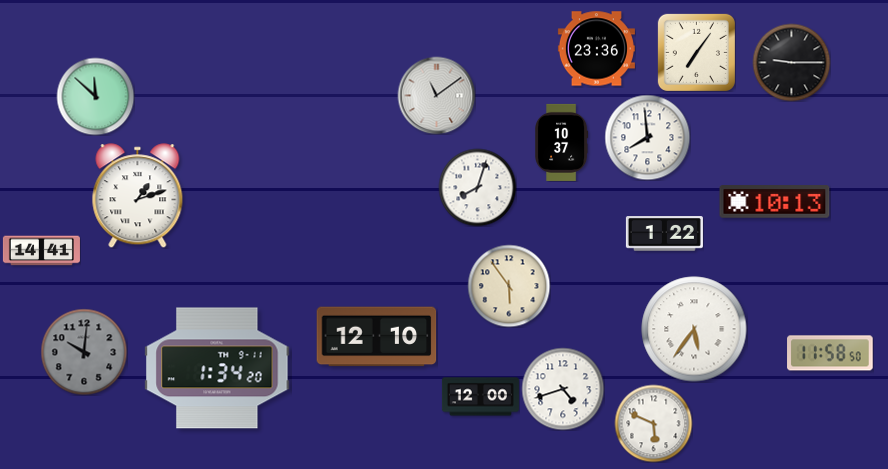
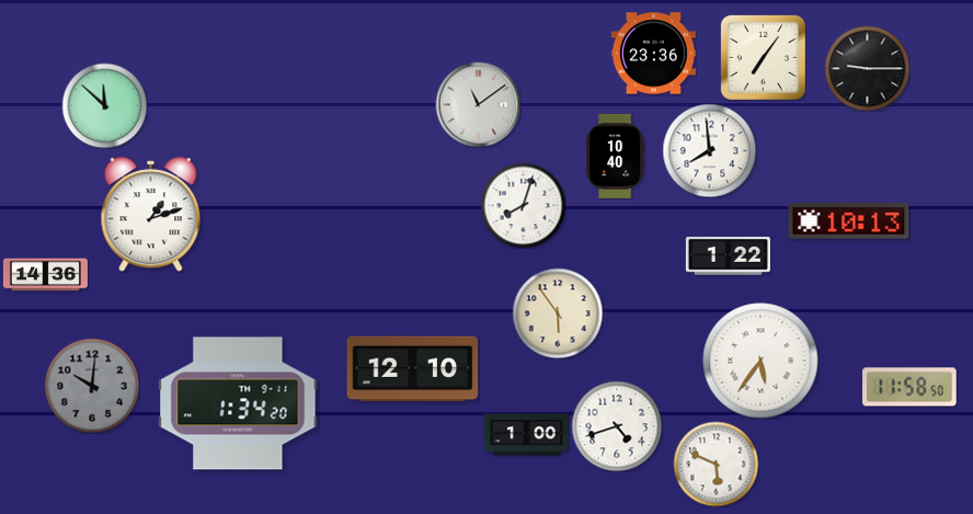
clock at (562, 142): 10:37 -> 10:40
clock at (41, 251): 14:41 -> 14:36
clock at (480, 397): 12:00 -> 1:00
